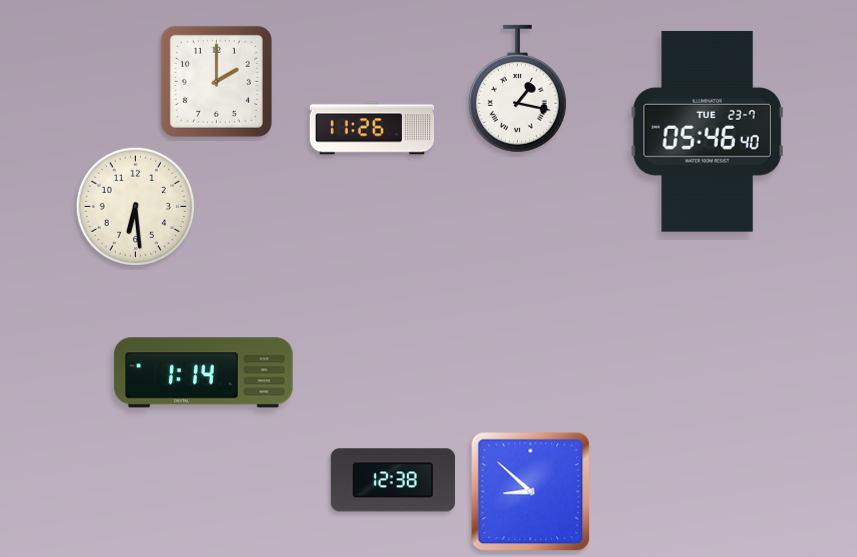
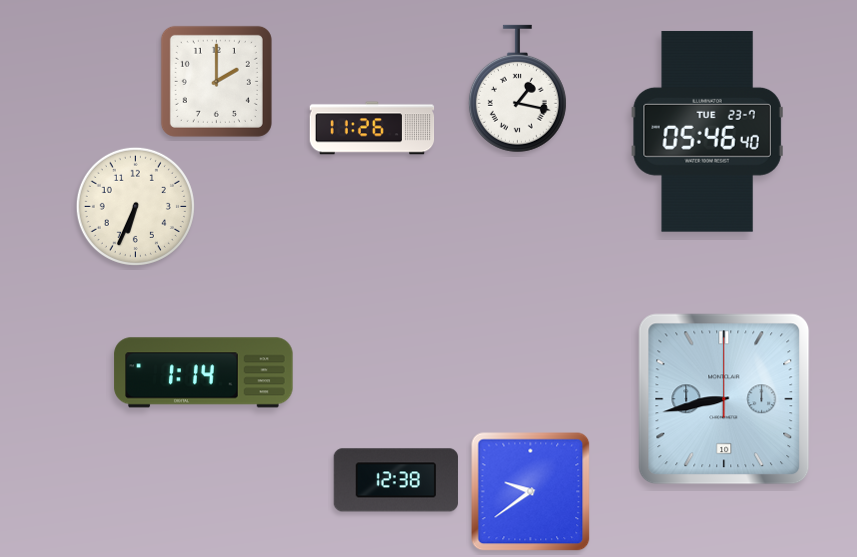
clock at (135, 206): 6:29 -> 6:34
clock at (724, 399): none -> 8:43
clock at (392, 480) position: (392, 480) -> (395, 480)
clock at (531, 492): 8:52 -> 9:39
